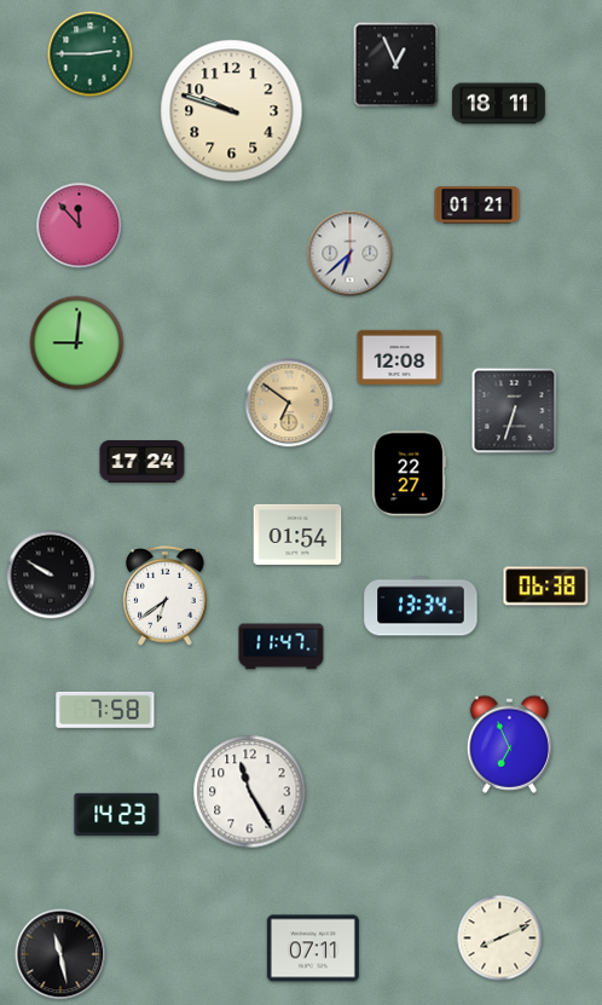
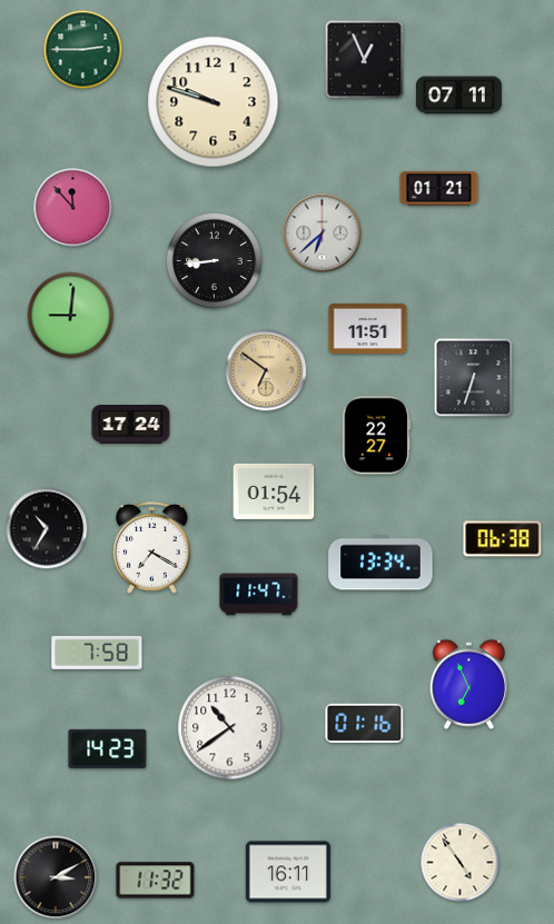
clock at (498, 104): 18:11 -> 07:11
clock at (214, 260): none -> 8:44
clock at (400, 357): 12:08 -> 11:51
clock at (51, 574): 9:50 -> 10:35
clock at (166, 596): 6:39 -> 7:20
clock at (421, 606) position: (421, 606) -> (380, 563)
clock at (365, 723): none -> 01:16
clock at (250, 792): 11:25 -> 10:39
clock at (500, 938): 8:11 -> 4:54
clock at (313, 948): 07:11 -> 16:11
clock at (60, 954): 11:28 -> 3:10
clock at (156, 881): none -> 11:32
